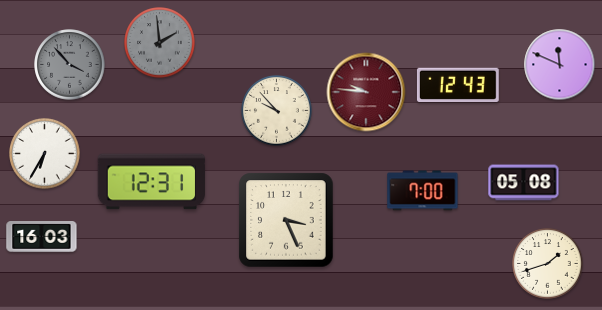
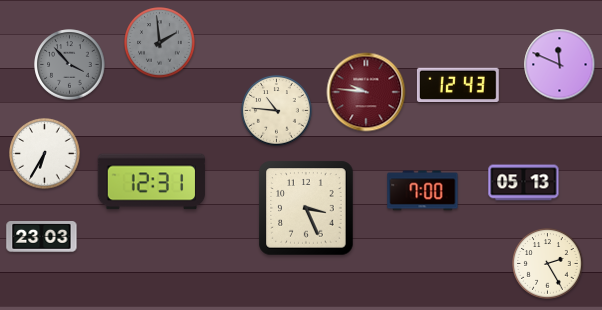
clock at (277, 111): 9:53 -> 10:46
clock at (524, 183): 05:08 -> 05:13
clock at (286, 220) position: (286, 220) -> (306, 208)
clock at (42, 237): 16:03 -> 23:03
clock at (548, 264): 1:42 -> 2:25
